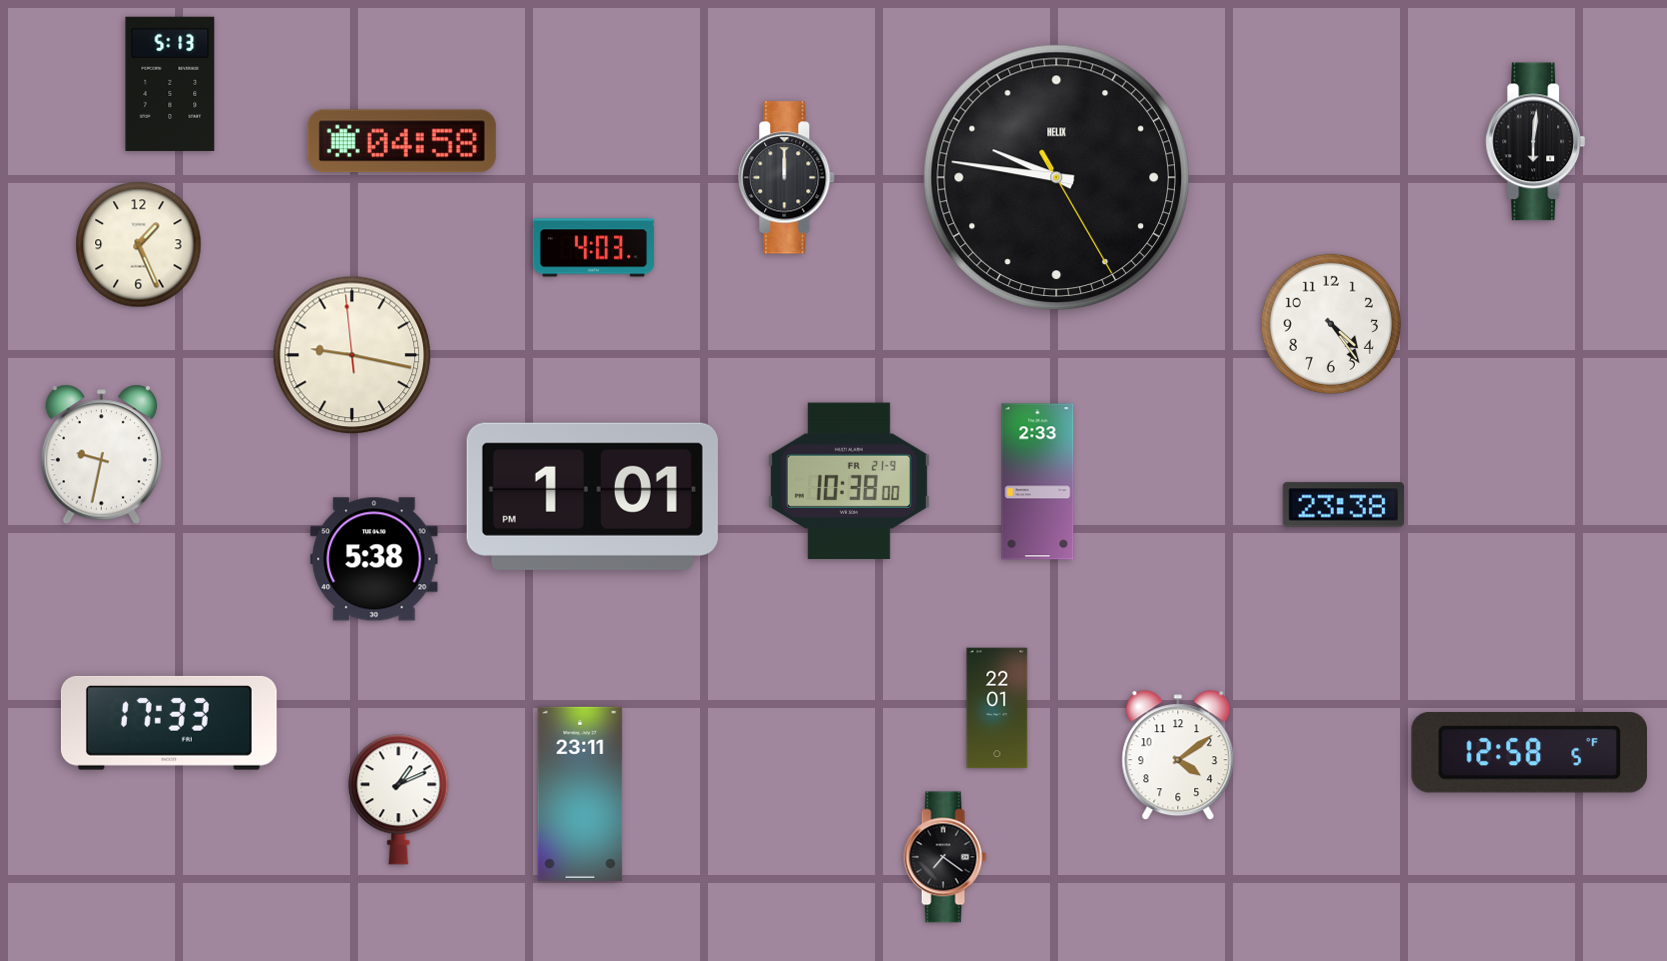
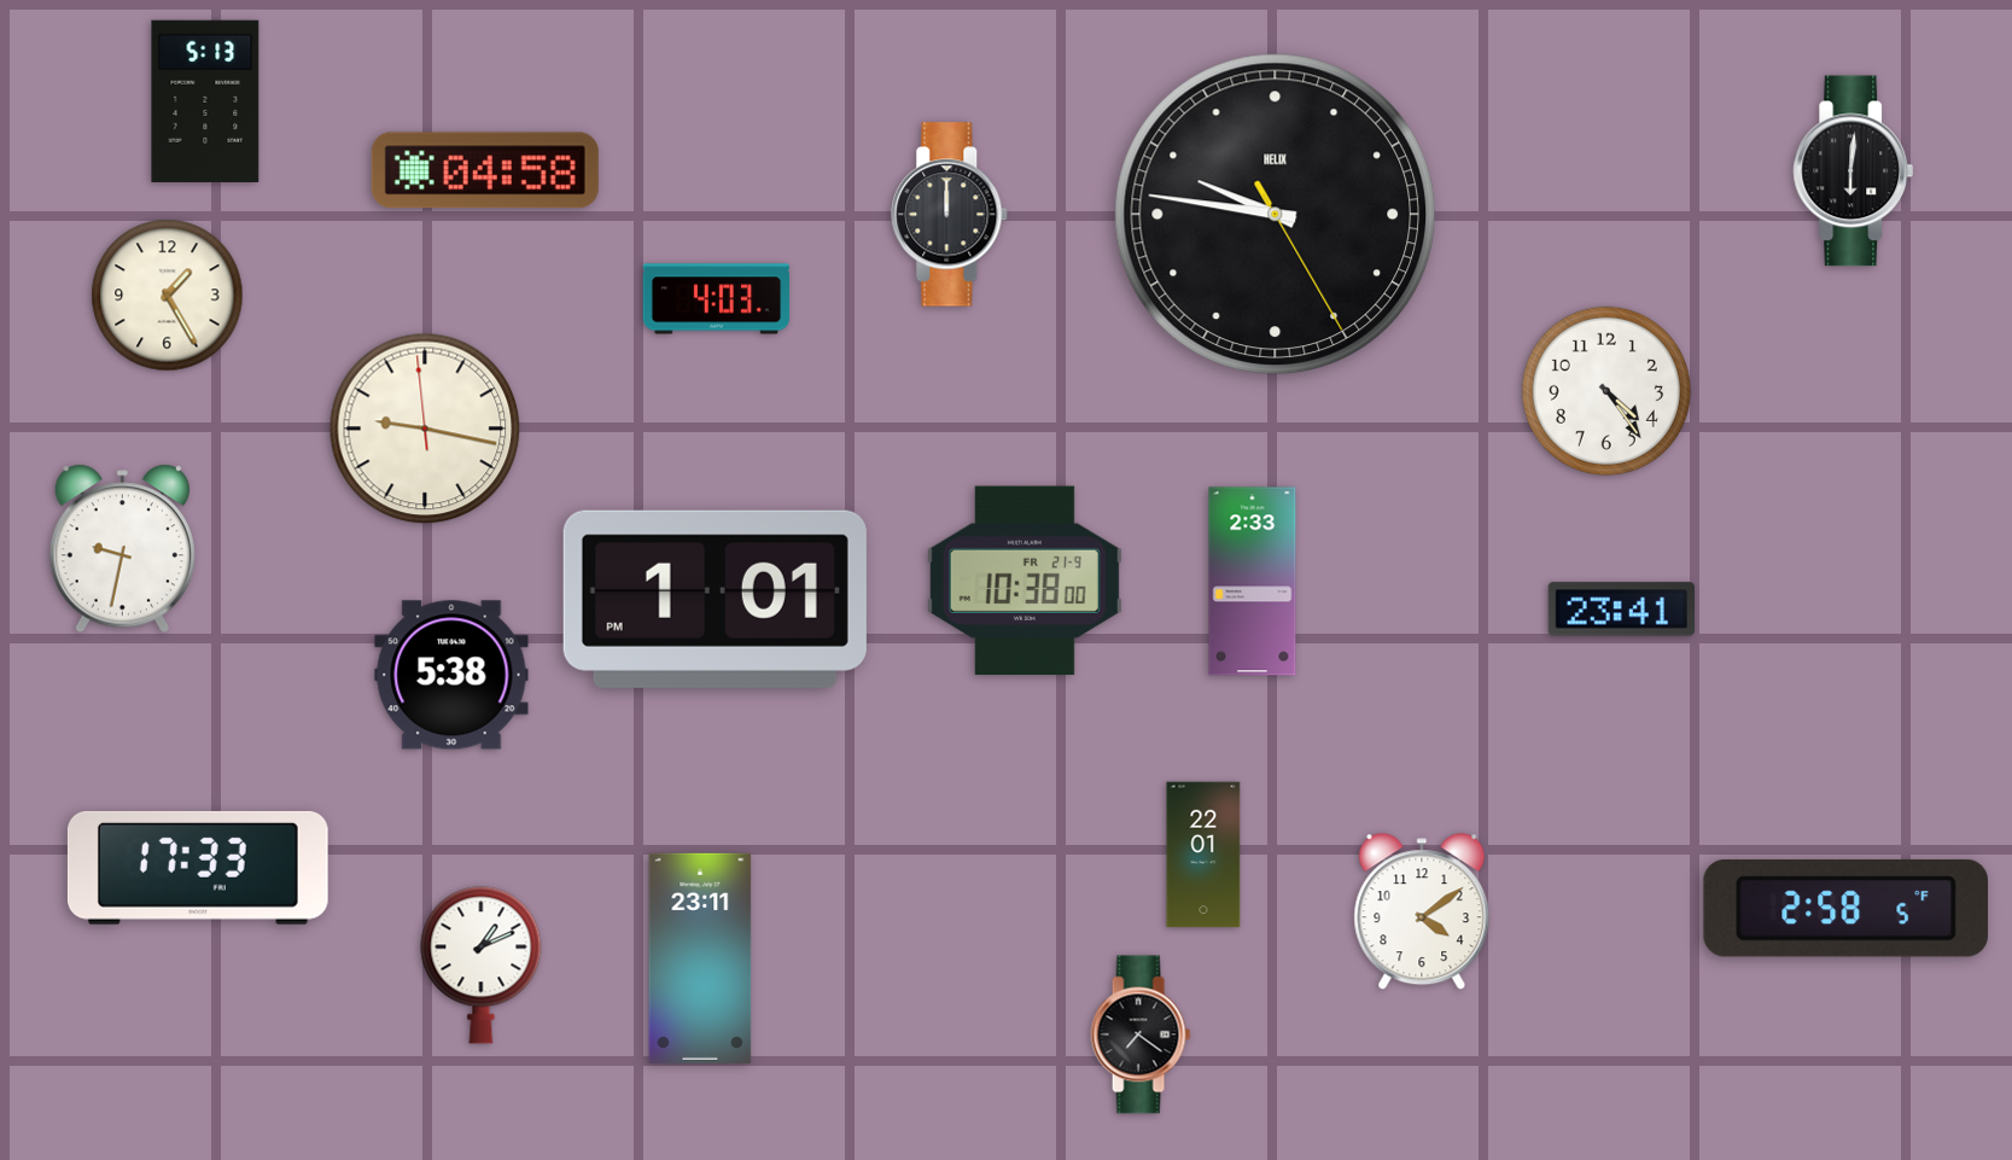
clock at (139, 245): 1:26 -> 1:25
clock at (1343, 505): 23:38 -> 23:41
clock at (169, 723) position: (169, 723) -> (198, 868)
clock at (1529, 752): 12:58 -> 2:58
